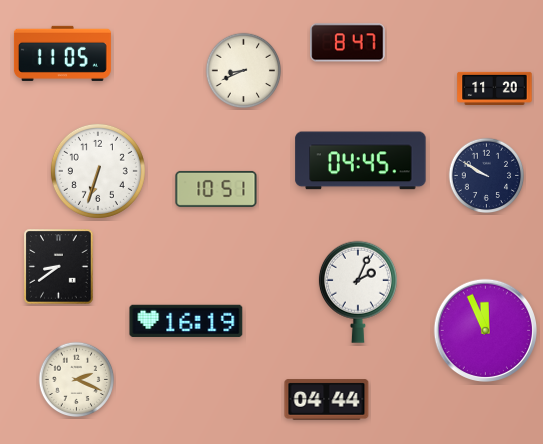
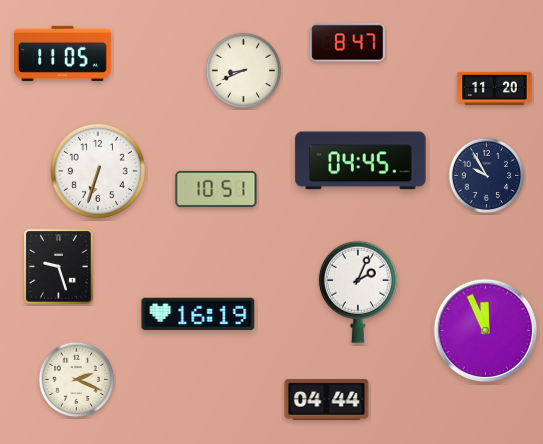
clock at (487, 176): 9:50 -> 9:55
clock at (59, 267): 8:39 -> 9:27
clock at (186, 320) position: (186, 320) -> (198, 313)
